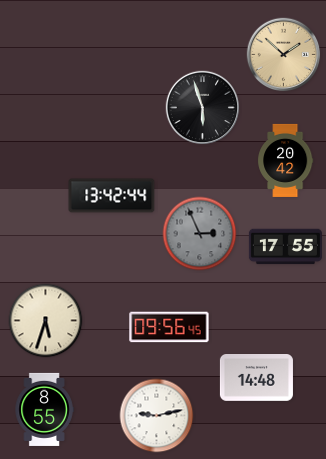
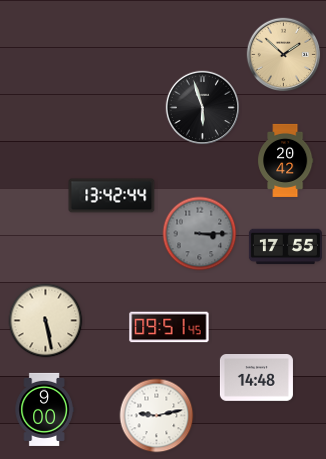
clock at (200, 234): 2:56 -> 3:15
clock at (46, 321): 5:33 -> 5:28
clock at (169, 327): 09:56 -> 09:51
clock at (44, 409): 8:55 -> 9:00
